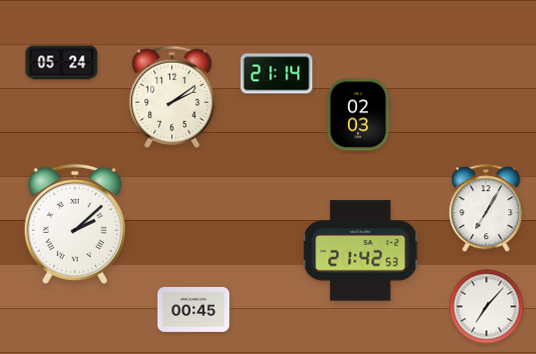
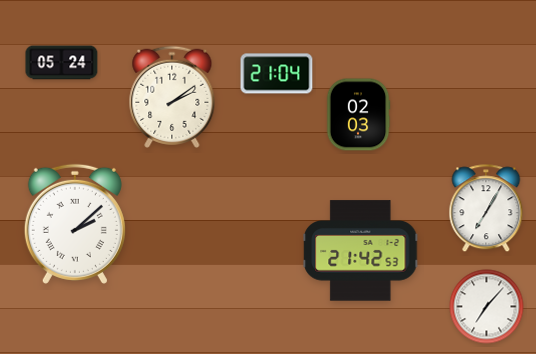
clock at (277, 74): 21:14 -> 21:04
clock at (194, 309): 00:45 -> none
